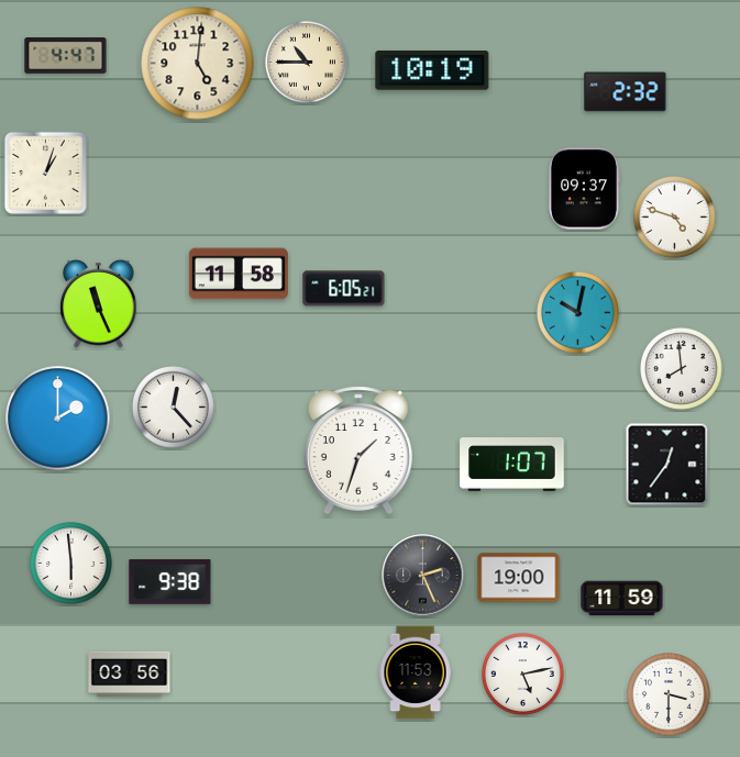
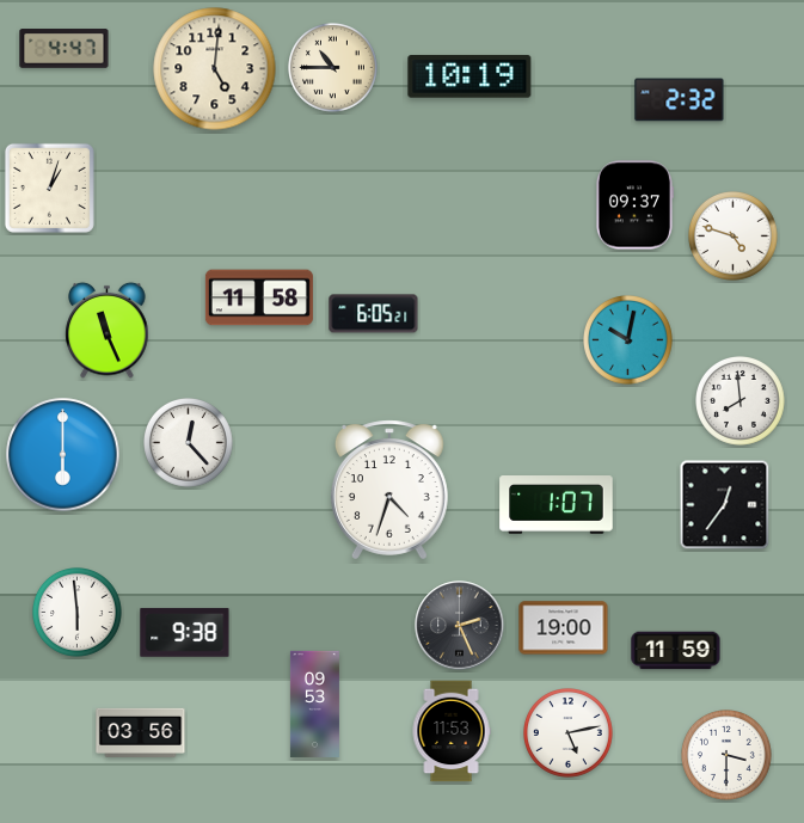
clock at (66, 56) position: (66, 56) -> (65, 49)
clock at (58, 419): 2:00 -> 6:00
clock at (358, 450): 1:33 -> 4:33
clock at (314, 704): none -> 09:53
